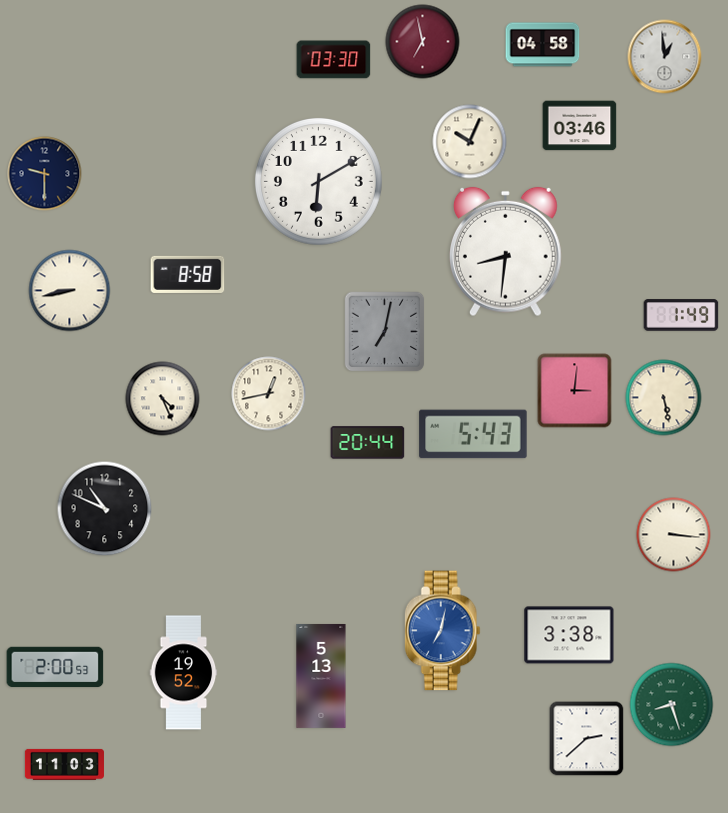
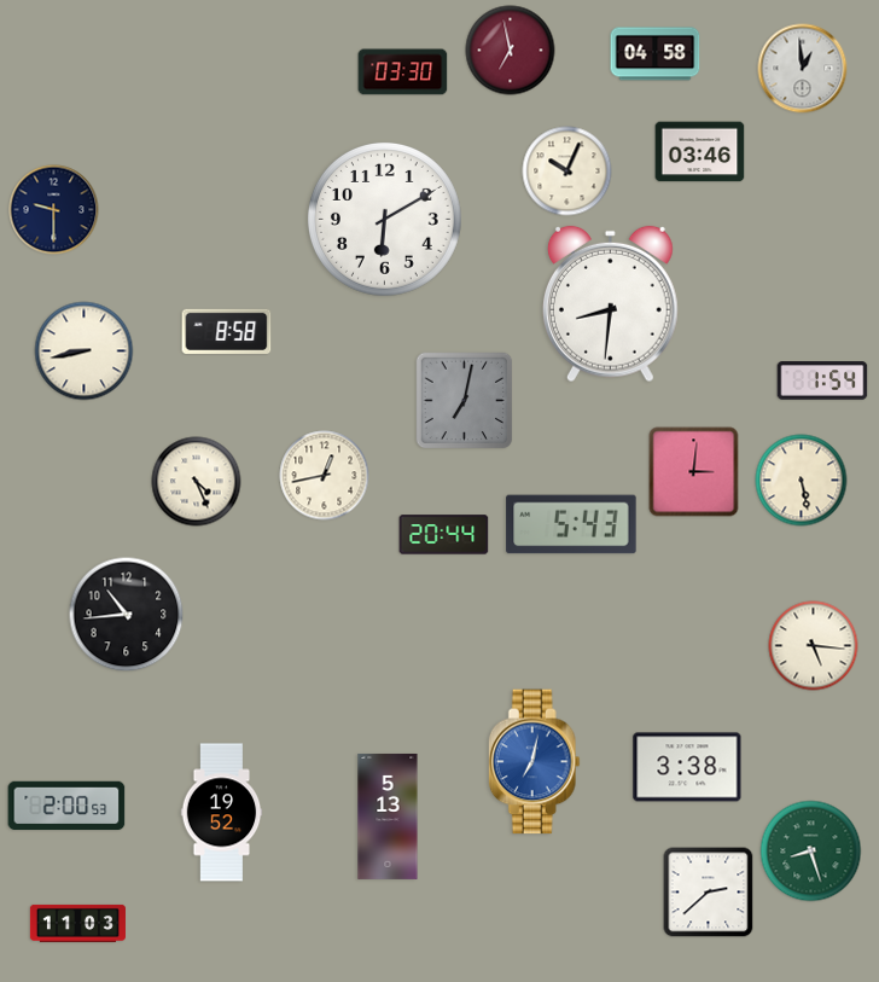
clock at (681, 315): 1:49 -> 1:54
clock at (105, 509): 10:49 -> 10:44
clock at (674, 535): 3:16 -> 5:16
